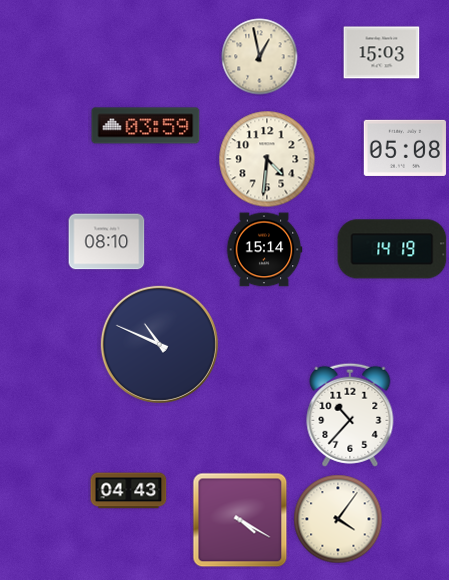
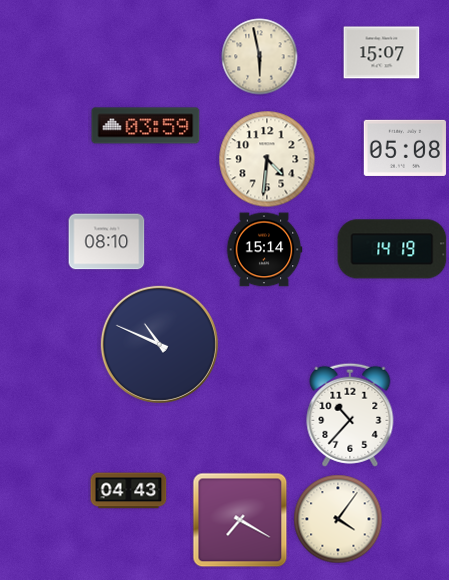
clock at (382, 53): 15:03 -> 15:07
clock at (260, 57): 12:58 -> 5:58
clock at (240, 520): 4:20 -> 7:20
